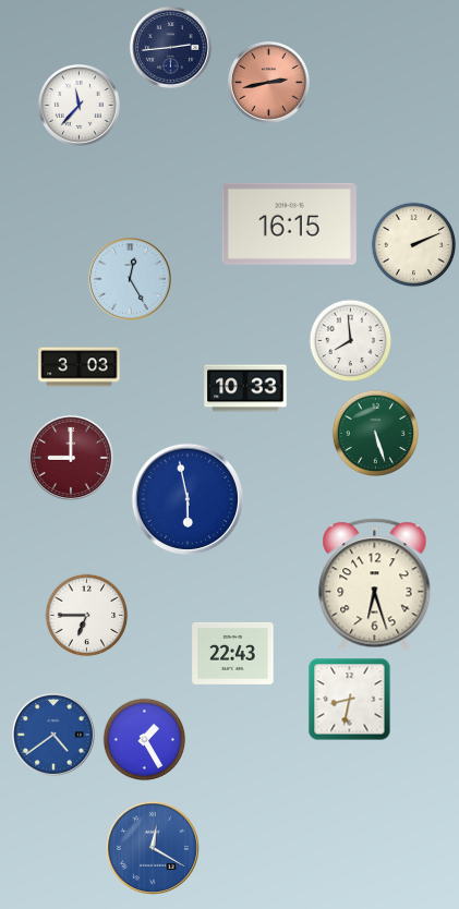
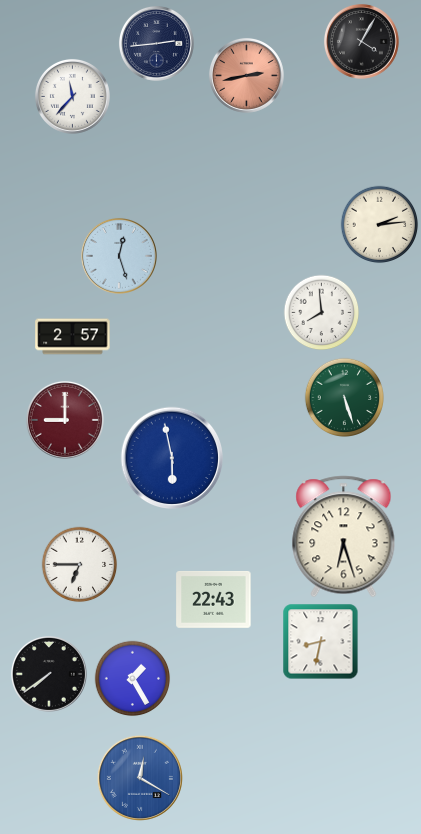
clock at (361, 41): none -> 4:05
clock at (289, 223): 16:15 -> none
clock at (414, 245): 2:11 -> 2:14
clock at (130, 279): 12:25 -> 12:27
clock at (80, 367): 3:03 -> 2:57
clock at (245, 388): 10:33 -> none
clock at (53, 735): 4:39 -> 7:39
clock at (53, 735) dial: blue -> black
